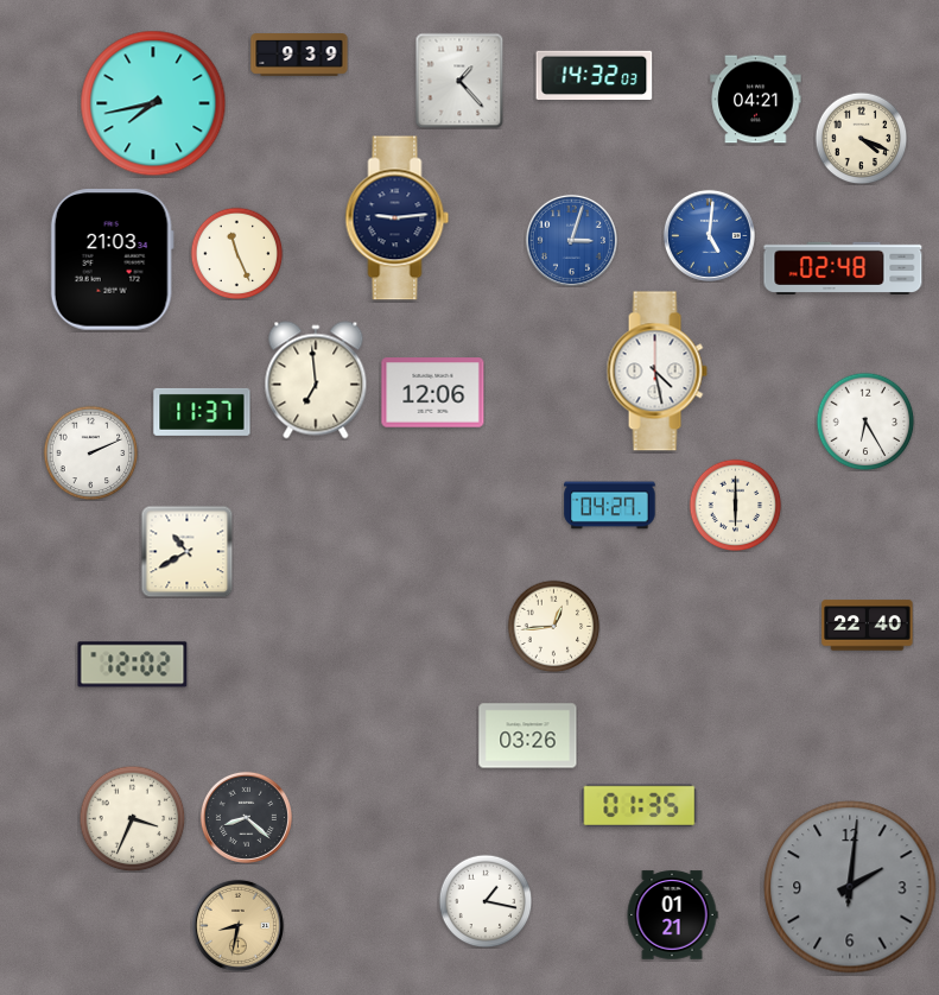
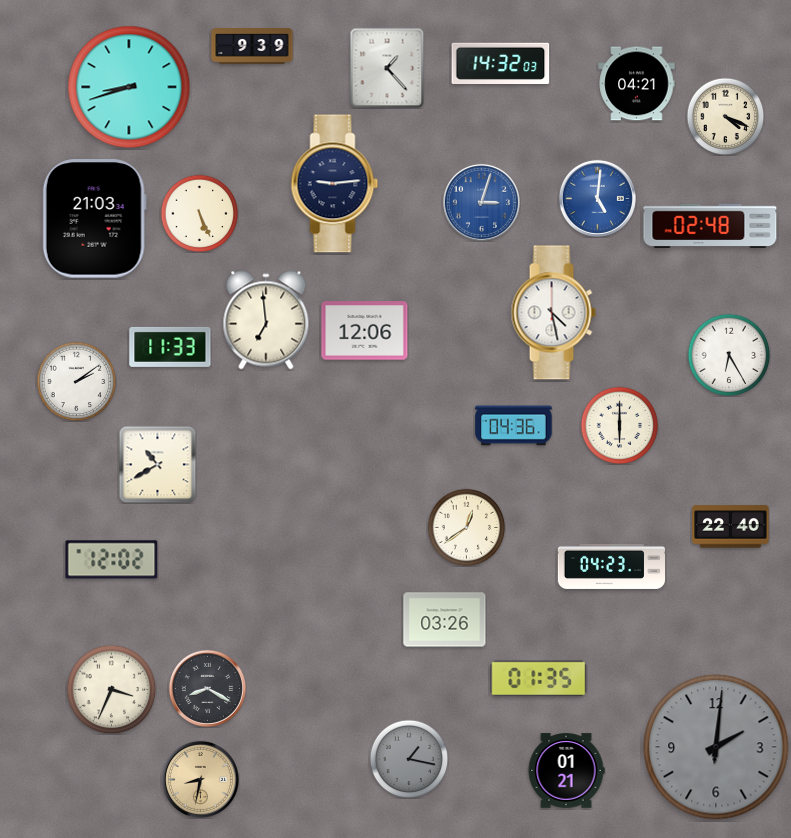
clock at (153, 103): 7:43 -> 8:42
clock at (236, 253): 11:26 -> 5:26
clock at (202, 412): 11:37 -> 11:33
clock at (90, 452): 2:11 -> 2:09
clock at (610, 506): 04:27 -> 04:36
clock at (553, 626): 12:44 -> 12:39
clock at (611, 566): none -> 04:23
clock at (246, 817): 8:22 -> 8:20
clock at (486, 901) dial: white -> grey
